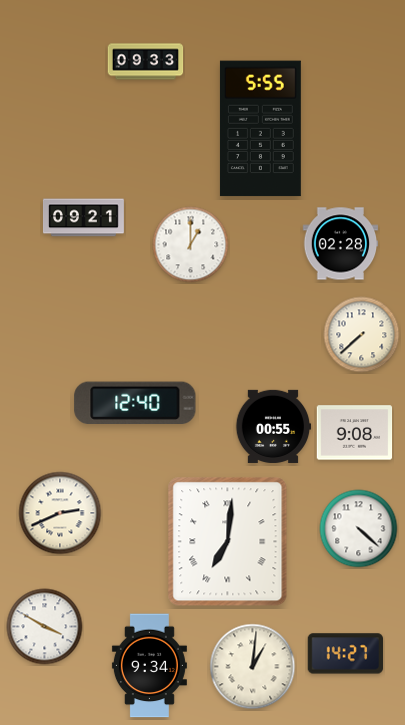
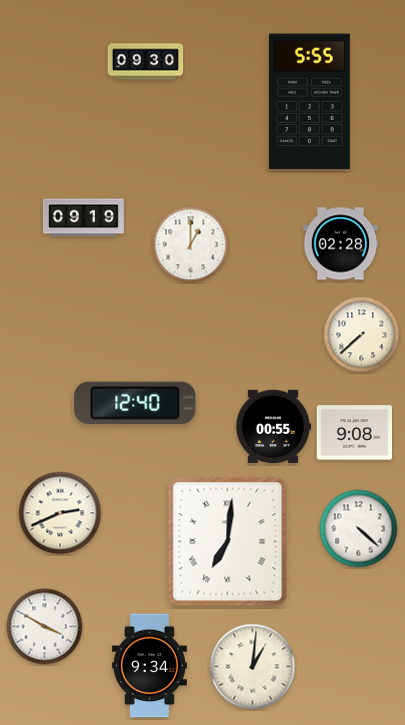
clock at (146, 62): 09:33 -> 09:30
clock at (260, 129) position: (260, 129) -> (309, 102)
clock at (83, 218): 09:21 -> 09:19
clock at (346, 654): 14:27 -> none
